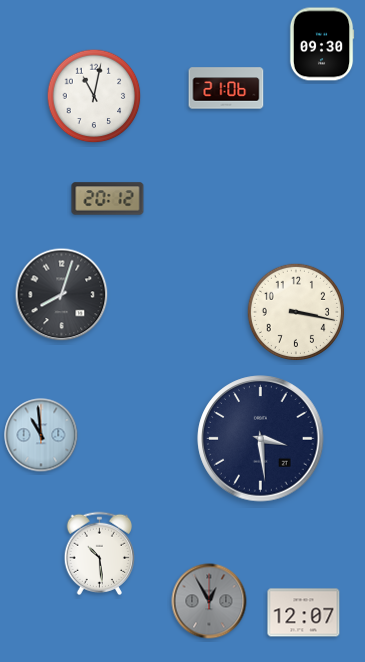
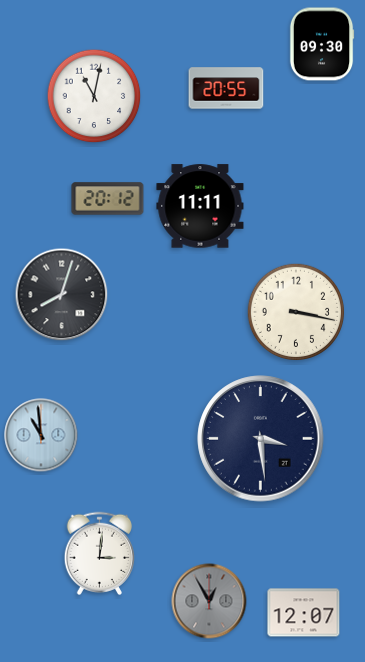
clock at (226, 88): 21:06 -> 20:55
clock at (200, 206): none -> 11:11
clock at (100, 553): 10:29 -> 3:01
